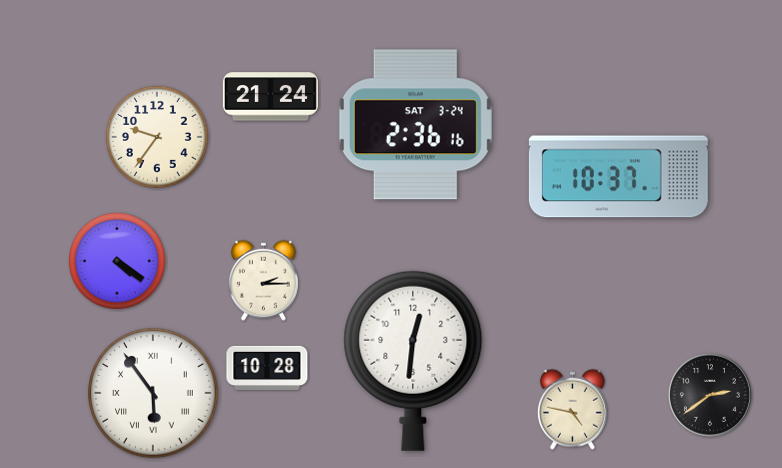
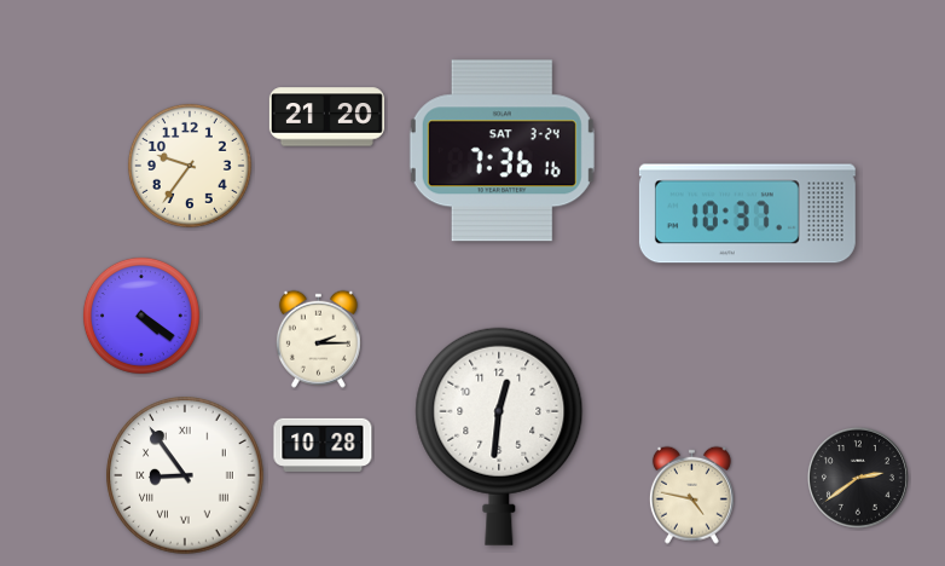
clock at (270, 97): 21:24 -> 21:20
clock at (415, 125): 2:36 -> 7:36
clock at (153, 393): 5:54 -> 8:54
